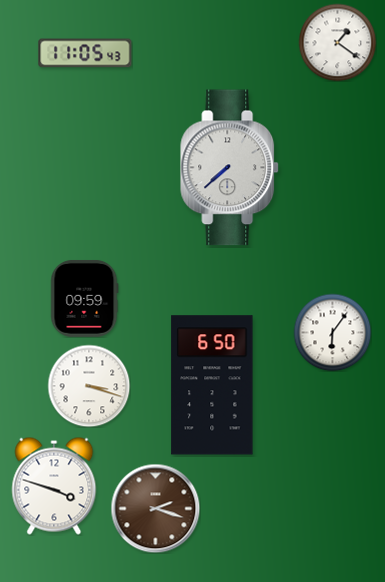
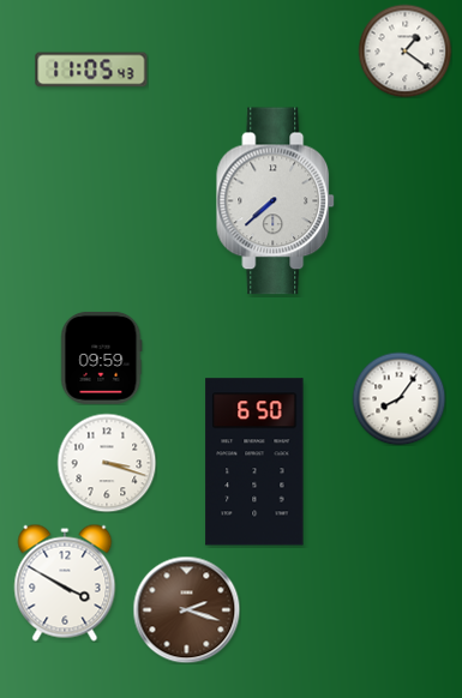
clock at (85, 53) position: (85, 53) -> (91, 70)
clock at (332, 332): 6:06 -> 8:06
clock at (54, 486): 3:48 -> 3:50
